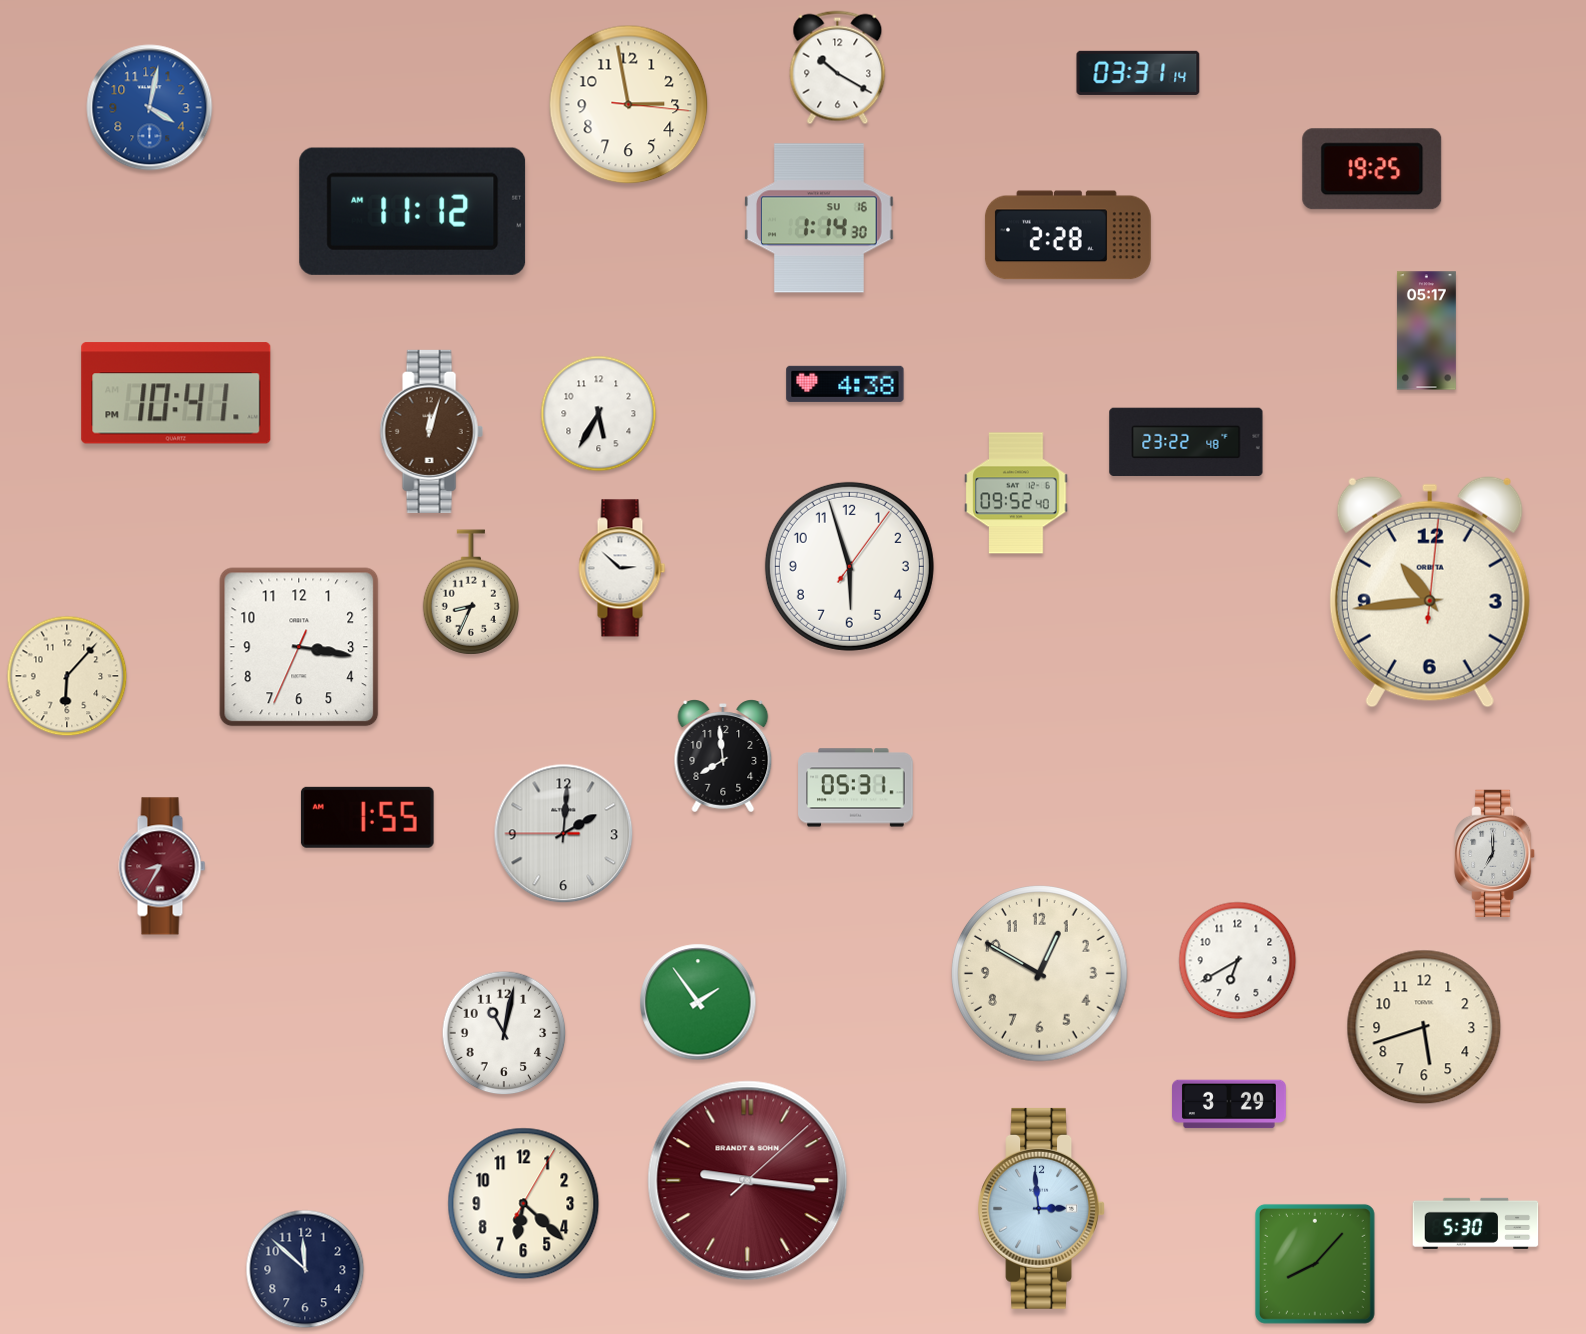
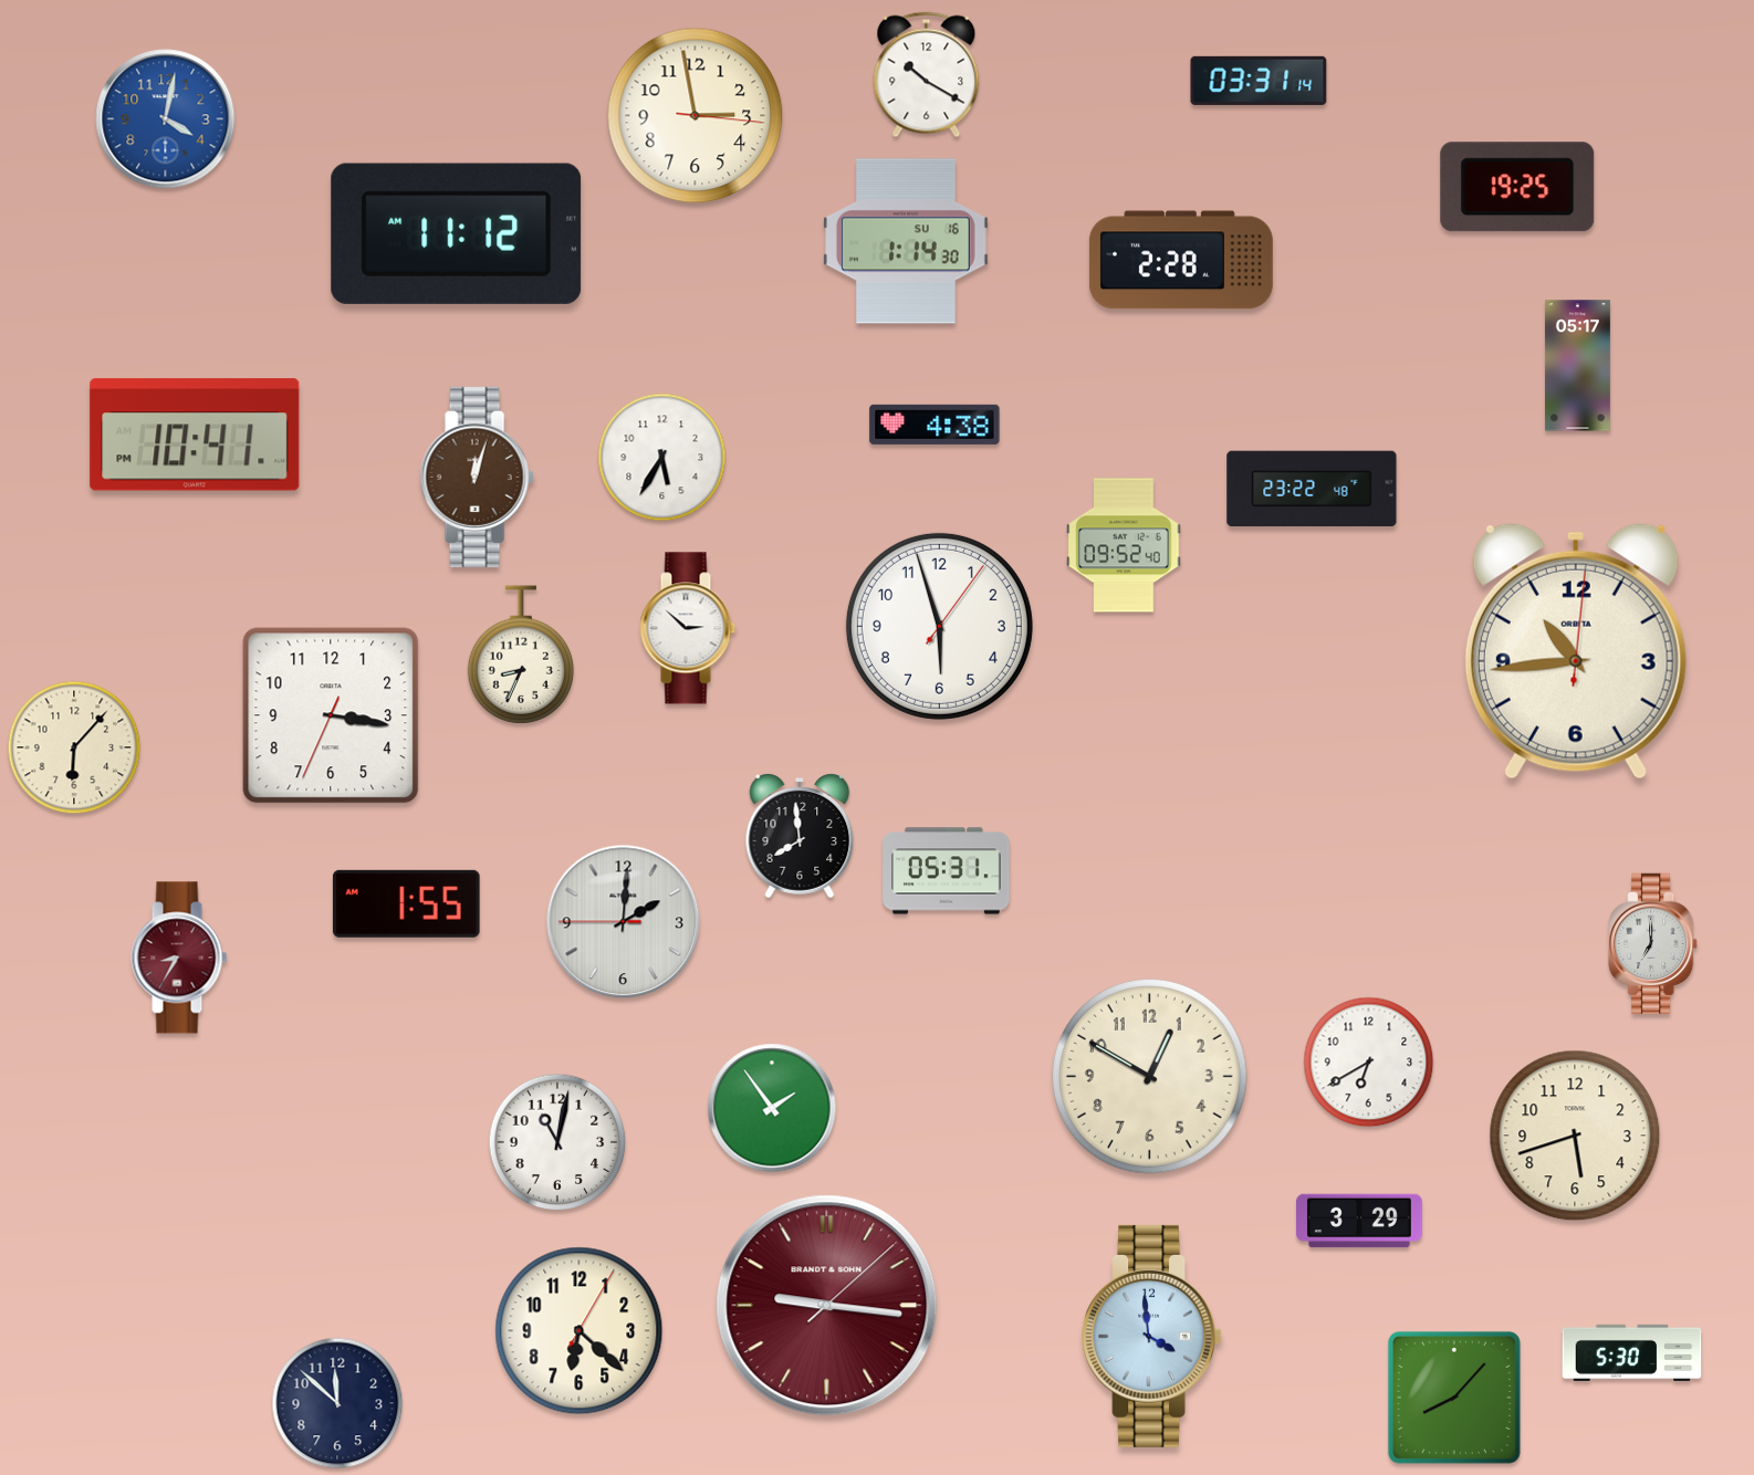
clock at (1430, 592) position: (1430, 592) -> (1576, 651)
clock at (1042, 1208): 2:59 -> 3:59
